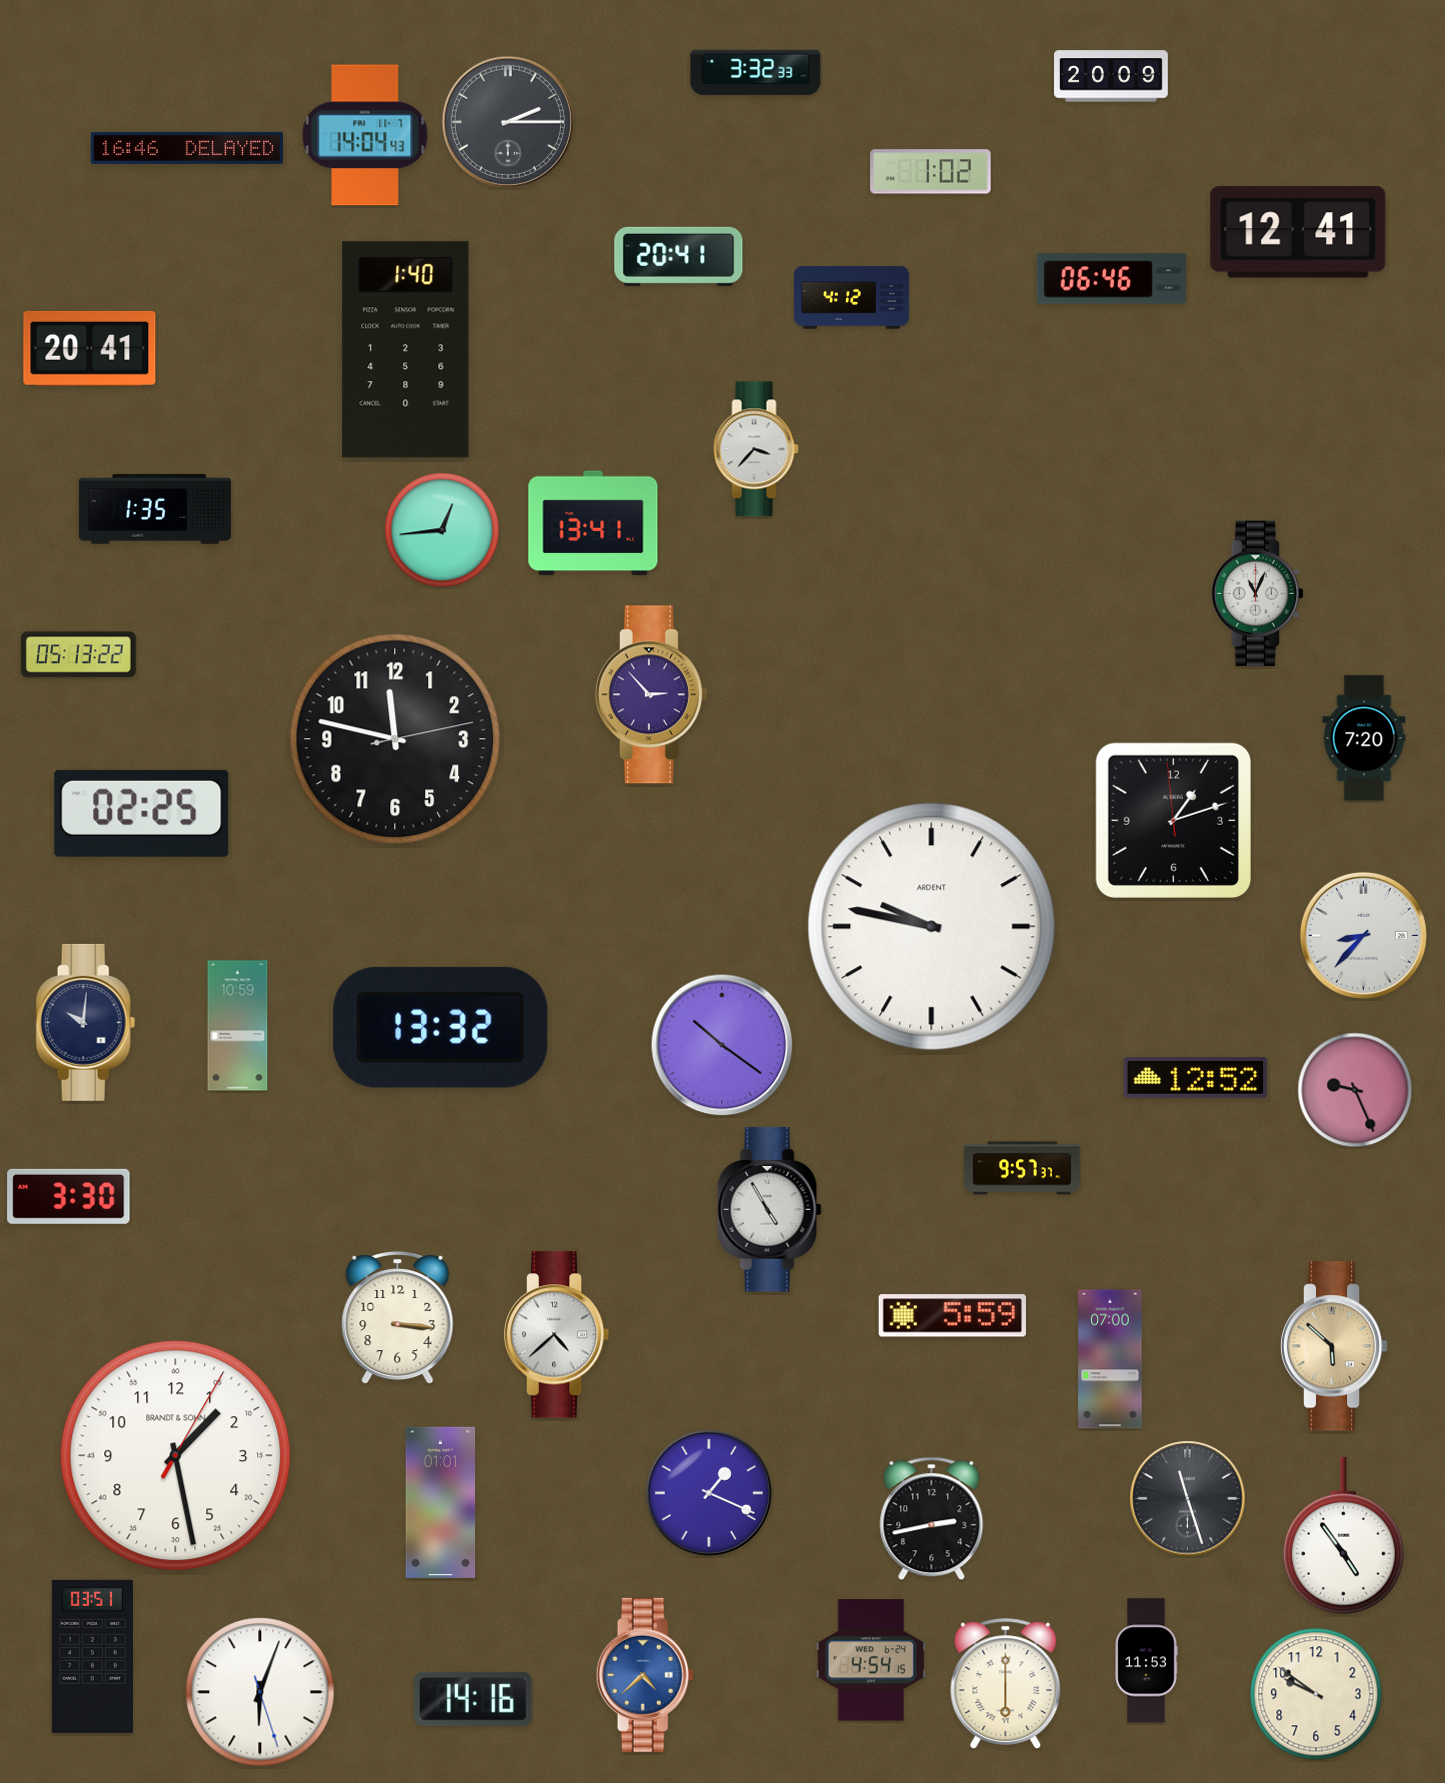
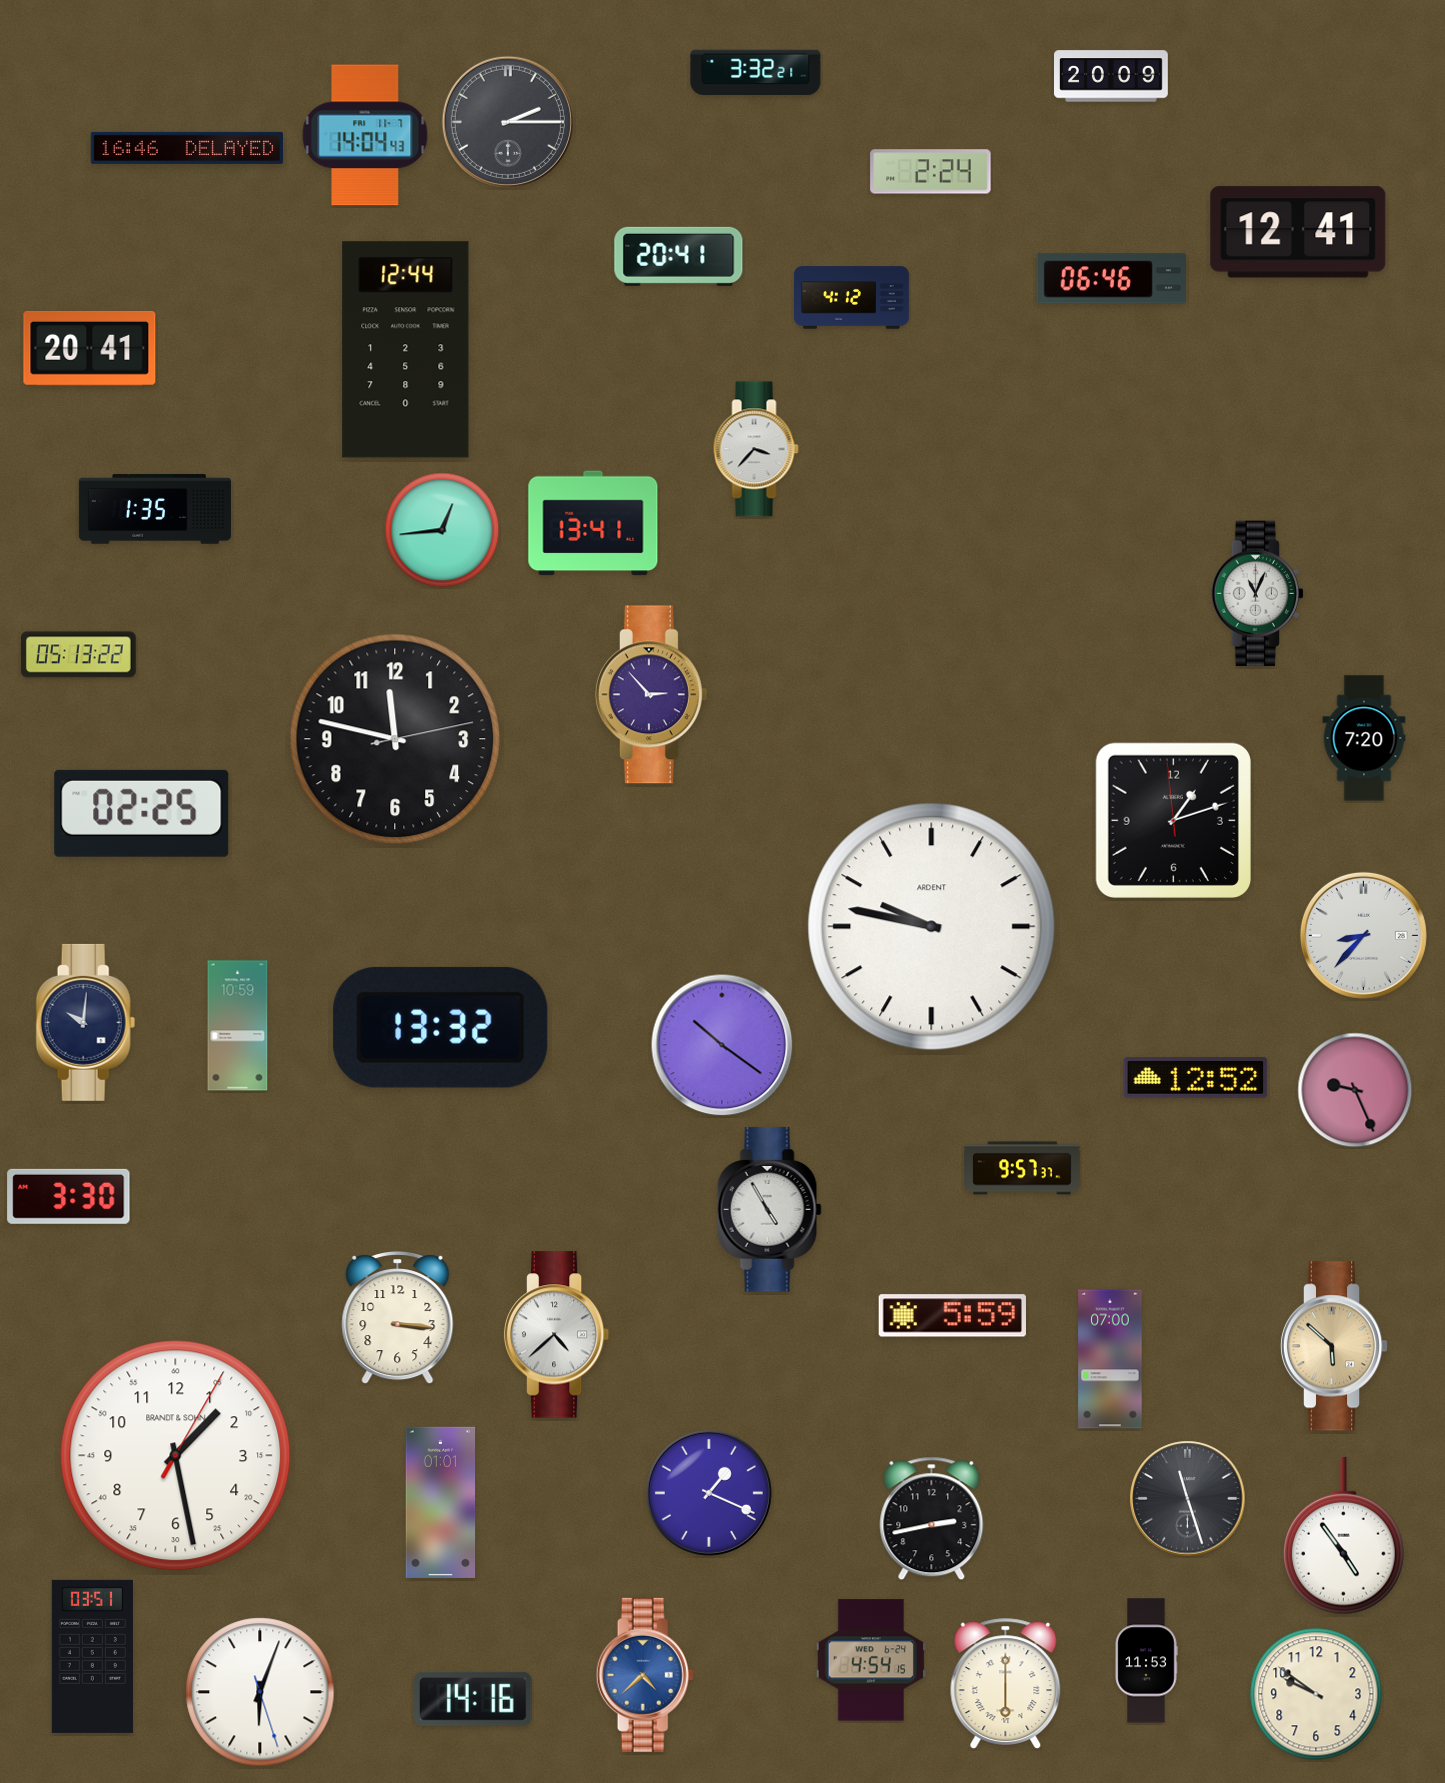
clock at (756, 72): 3:32:33 -> 3:32:21
clock at (931, 172): 1:02 -> 2:24
clock at (406, 350): 1:40 -> 12:44
